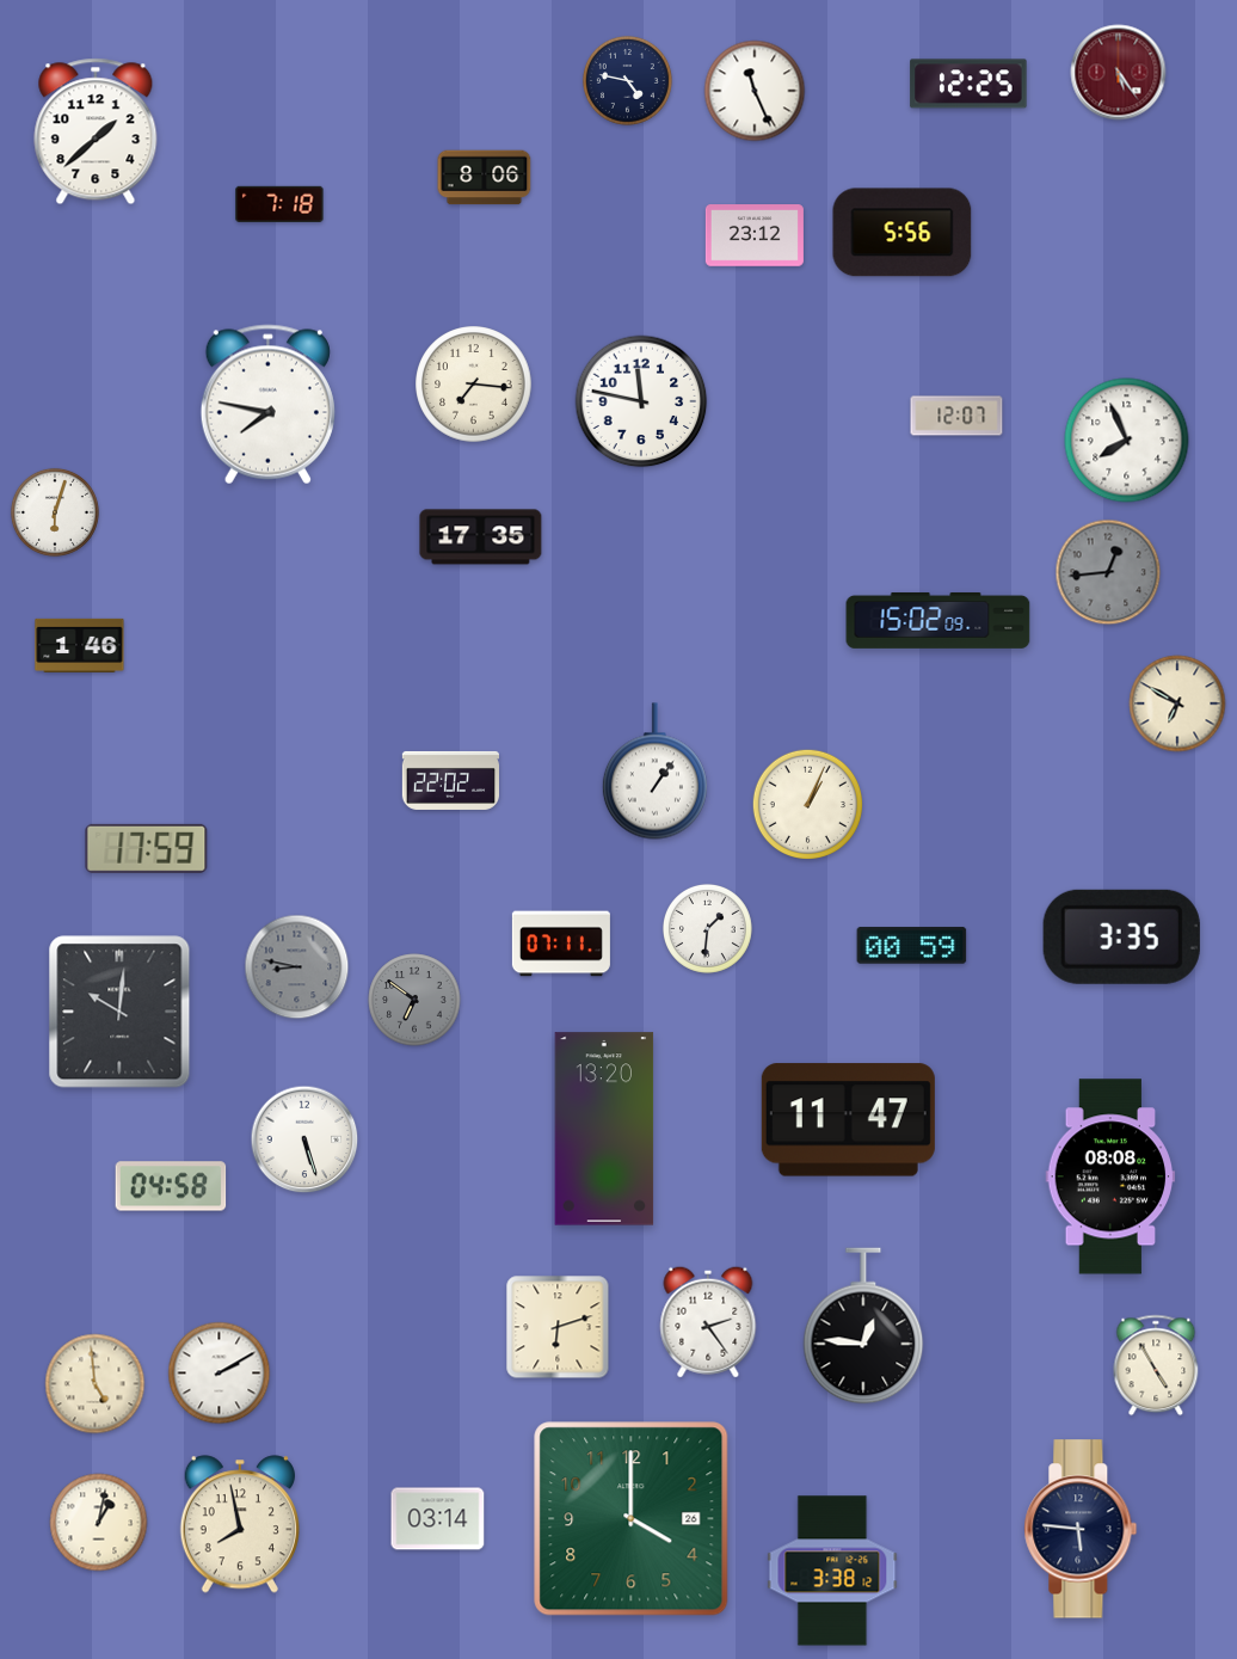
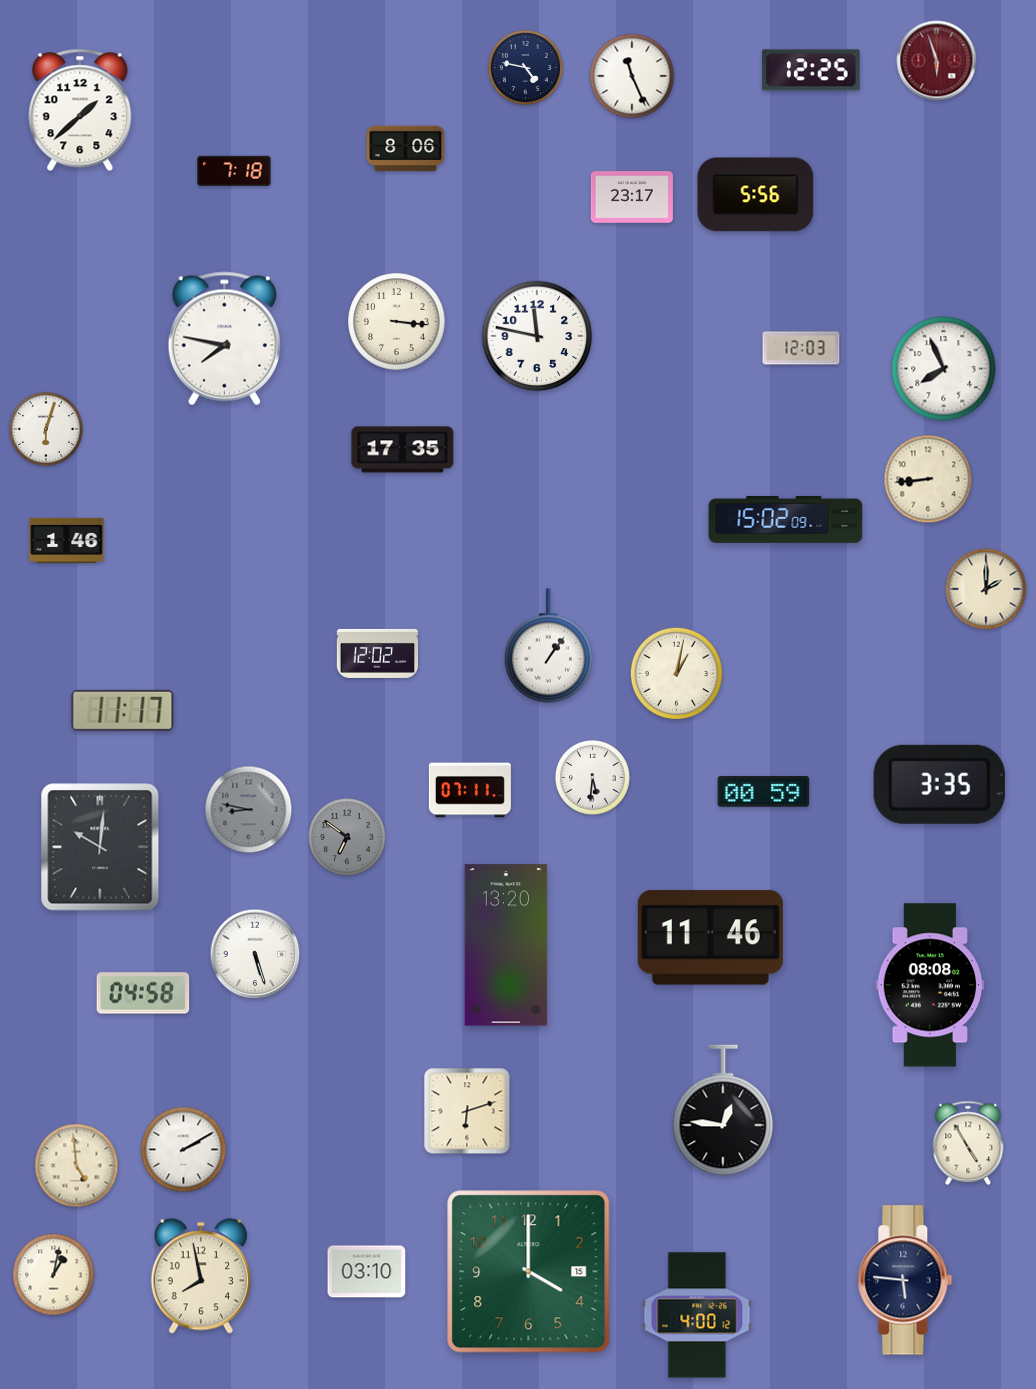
clock at (1119, 73): 5:24 -> 5:57
clock at (755, 235): 23:12 -> 23:17
clock at (474, 385): 7:16 -> 3:16
clock at (956, 416): 12:07 -> 12:03
clock at (1108, 572): 12:44 -> 8:44
clock at (1108, 572) dial: grey -> cream
clock at (1177, 703): 6:50 -> 2:00
clock at (450, 780): 22:02 -> 12:02
clock at (808, 805): 1:04 -> 1:02
clock at (147, 848): 17:59 -> 11:17
clock at (707, 928): 1:31 -> 5:31
clock at (848, 1120): 11:47 -> 11:46
clock at (708, 1322): 2:24 -> none
clock at (96, 1384) position: (96, 1384) -> (77, 1166)
clock at (438, 1519): 03:14 -> 03:10
clock at (632, 1519) date: 26 -> 15
clock at (99, 1523) position: (99, 1523) -> (54, 1275)
clock at (832, 1571): 3:38 -> 4:00
